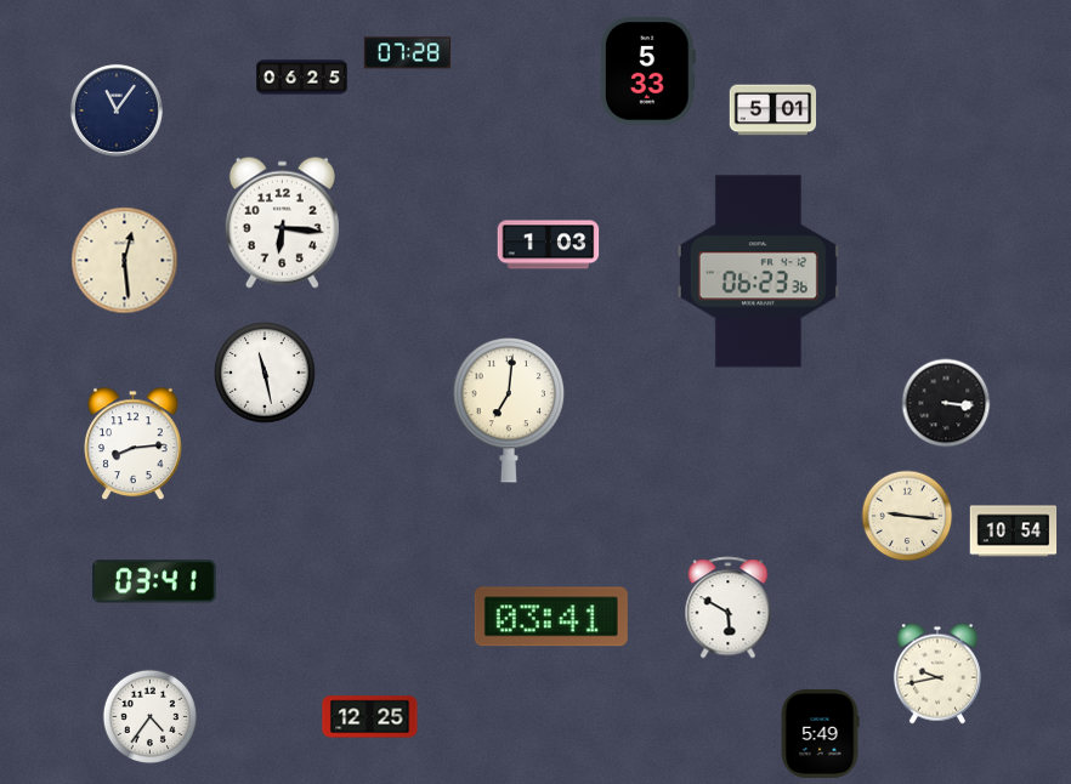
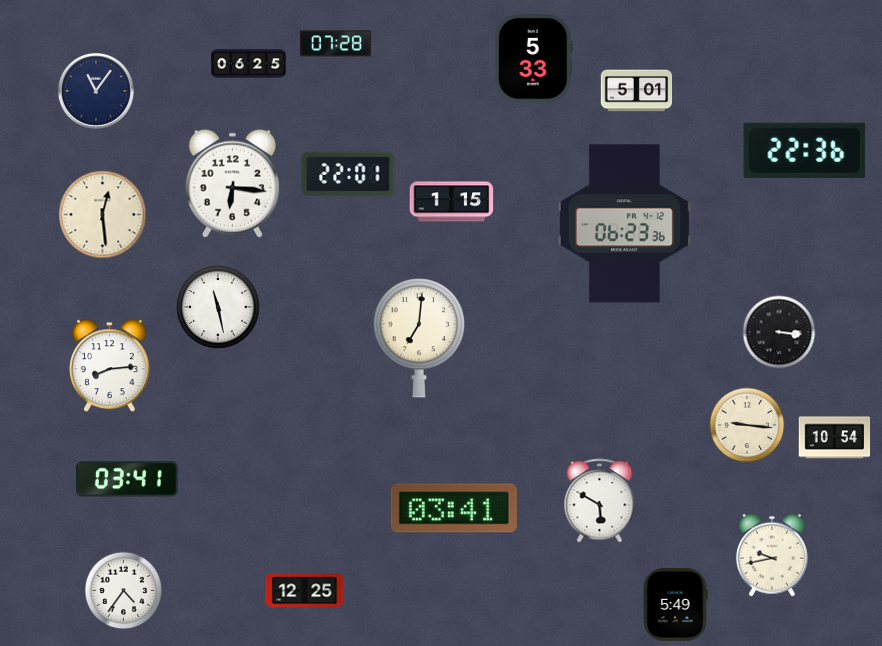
clock at (805, 150): none -> 22:36
clock at (348, 174): none -> 22:01
clock at (549, 245): 1:03 -> 1:15
